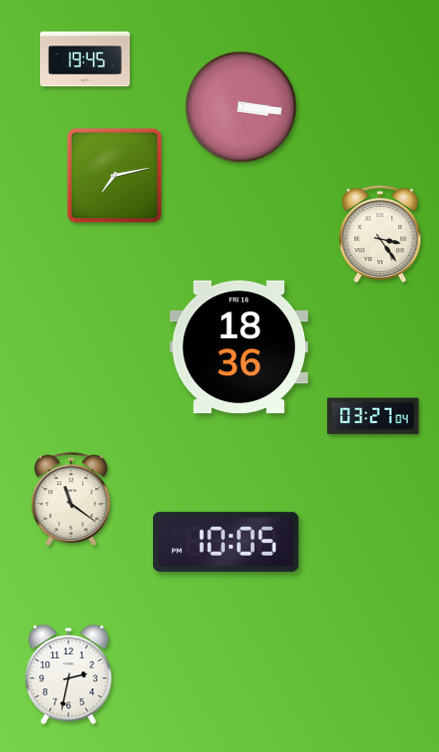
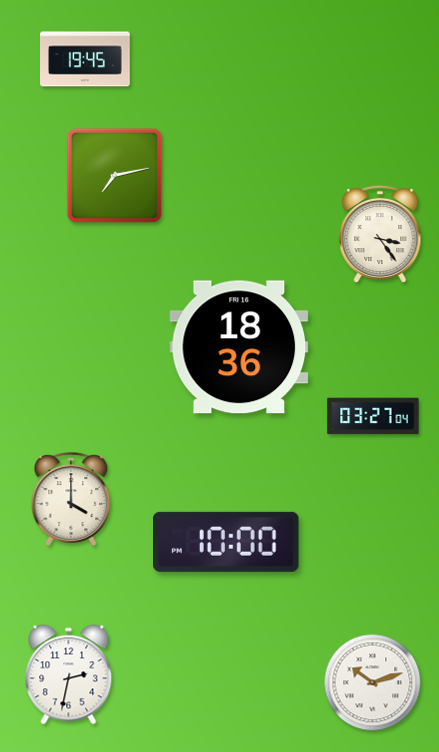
clock at (241, 107): 3:16 -> none
clock at (71, 499): 11:21 -> 4:00
clock at (226, 542): 10:05 -> 10:00
clock at (373, 683): none -> 10:12
